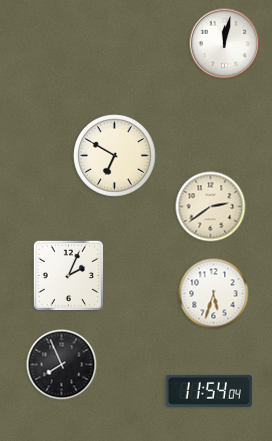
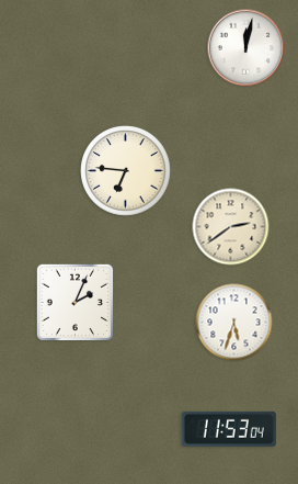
clock at (115, 156): 6:50 -> 6:46
clock at (62, 365): 7:56 -> none
clock at (209, 391): 11:54 -> 11:53
